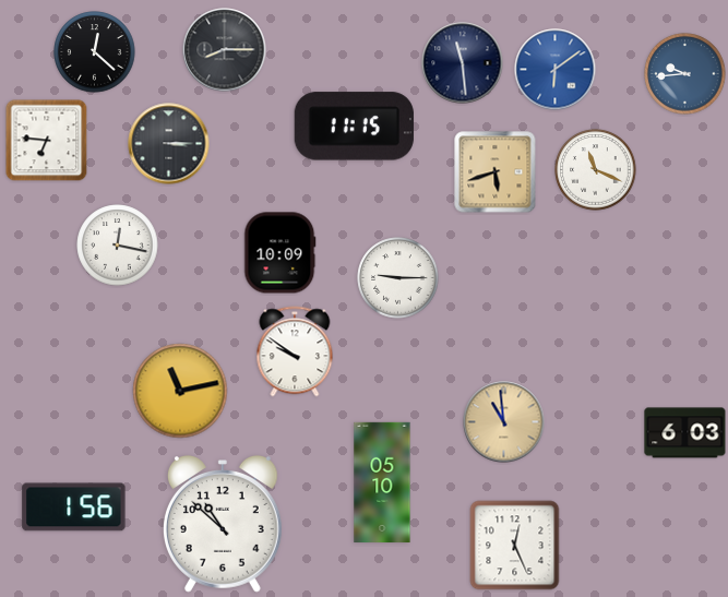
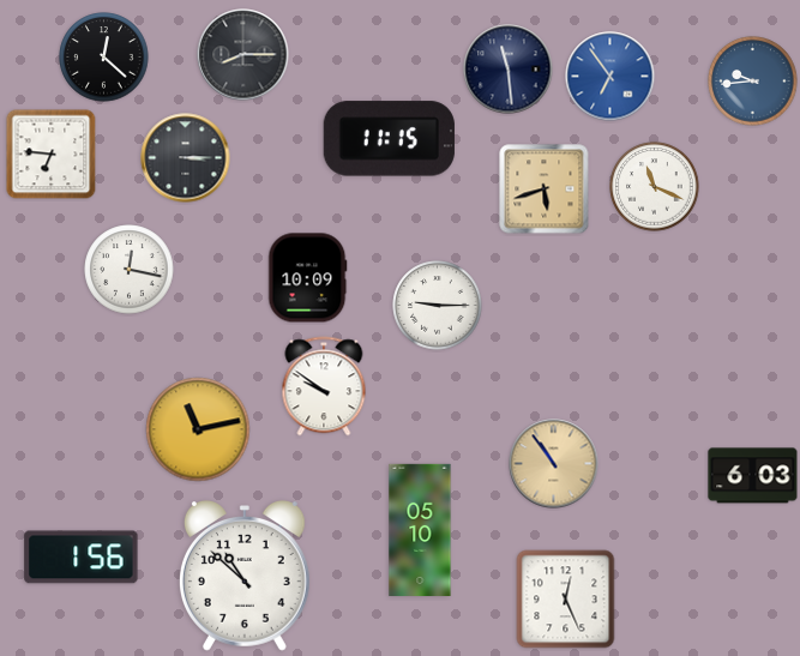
clock at (225, 50) position: (225, 50) -> (243, 55)
clock at (556, 70): 6:09 -> 6:54
clock at (504, 422): 10:59 -> 10:54
